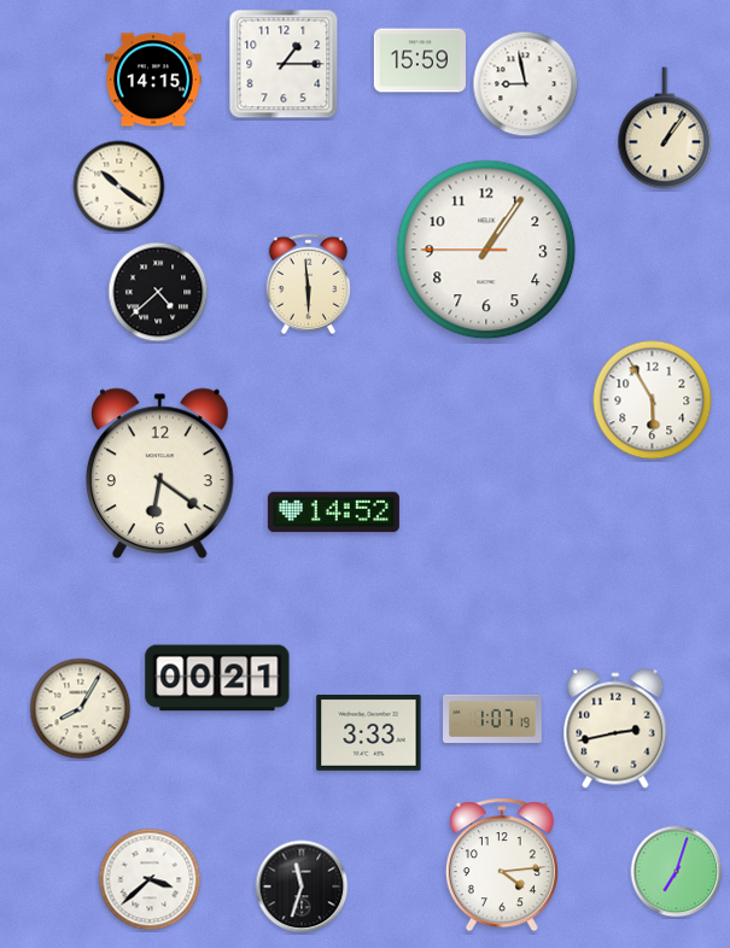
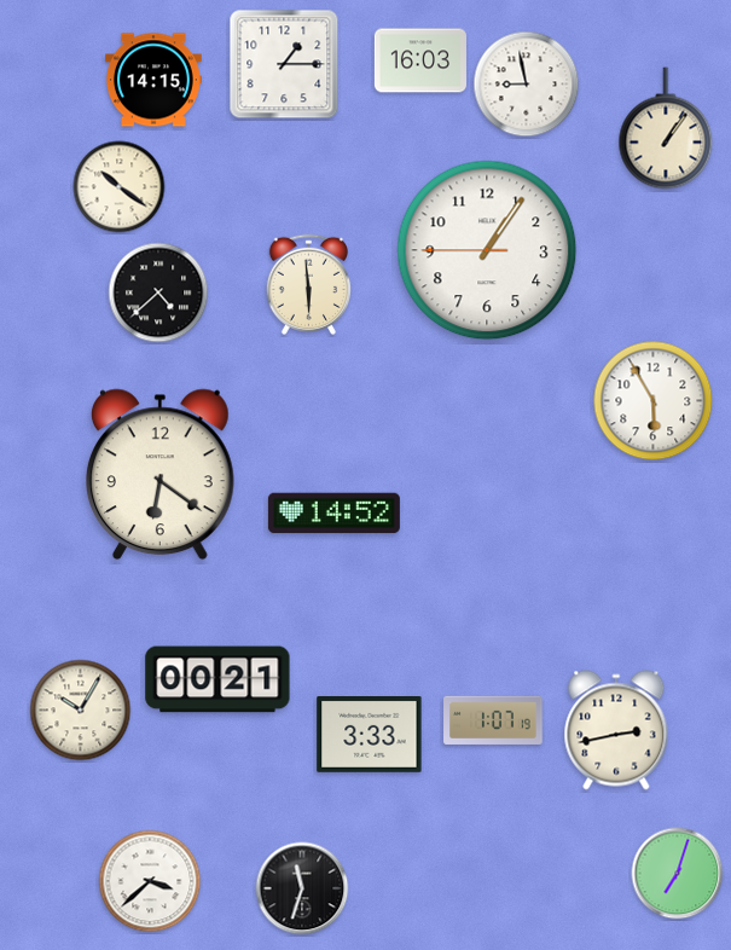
clock at (420, 60): 15:59 -> 16:03
clock at (81, 709): 8:05 -> 10:05
clock at (502, 865): 4:14 -> none
